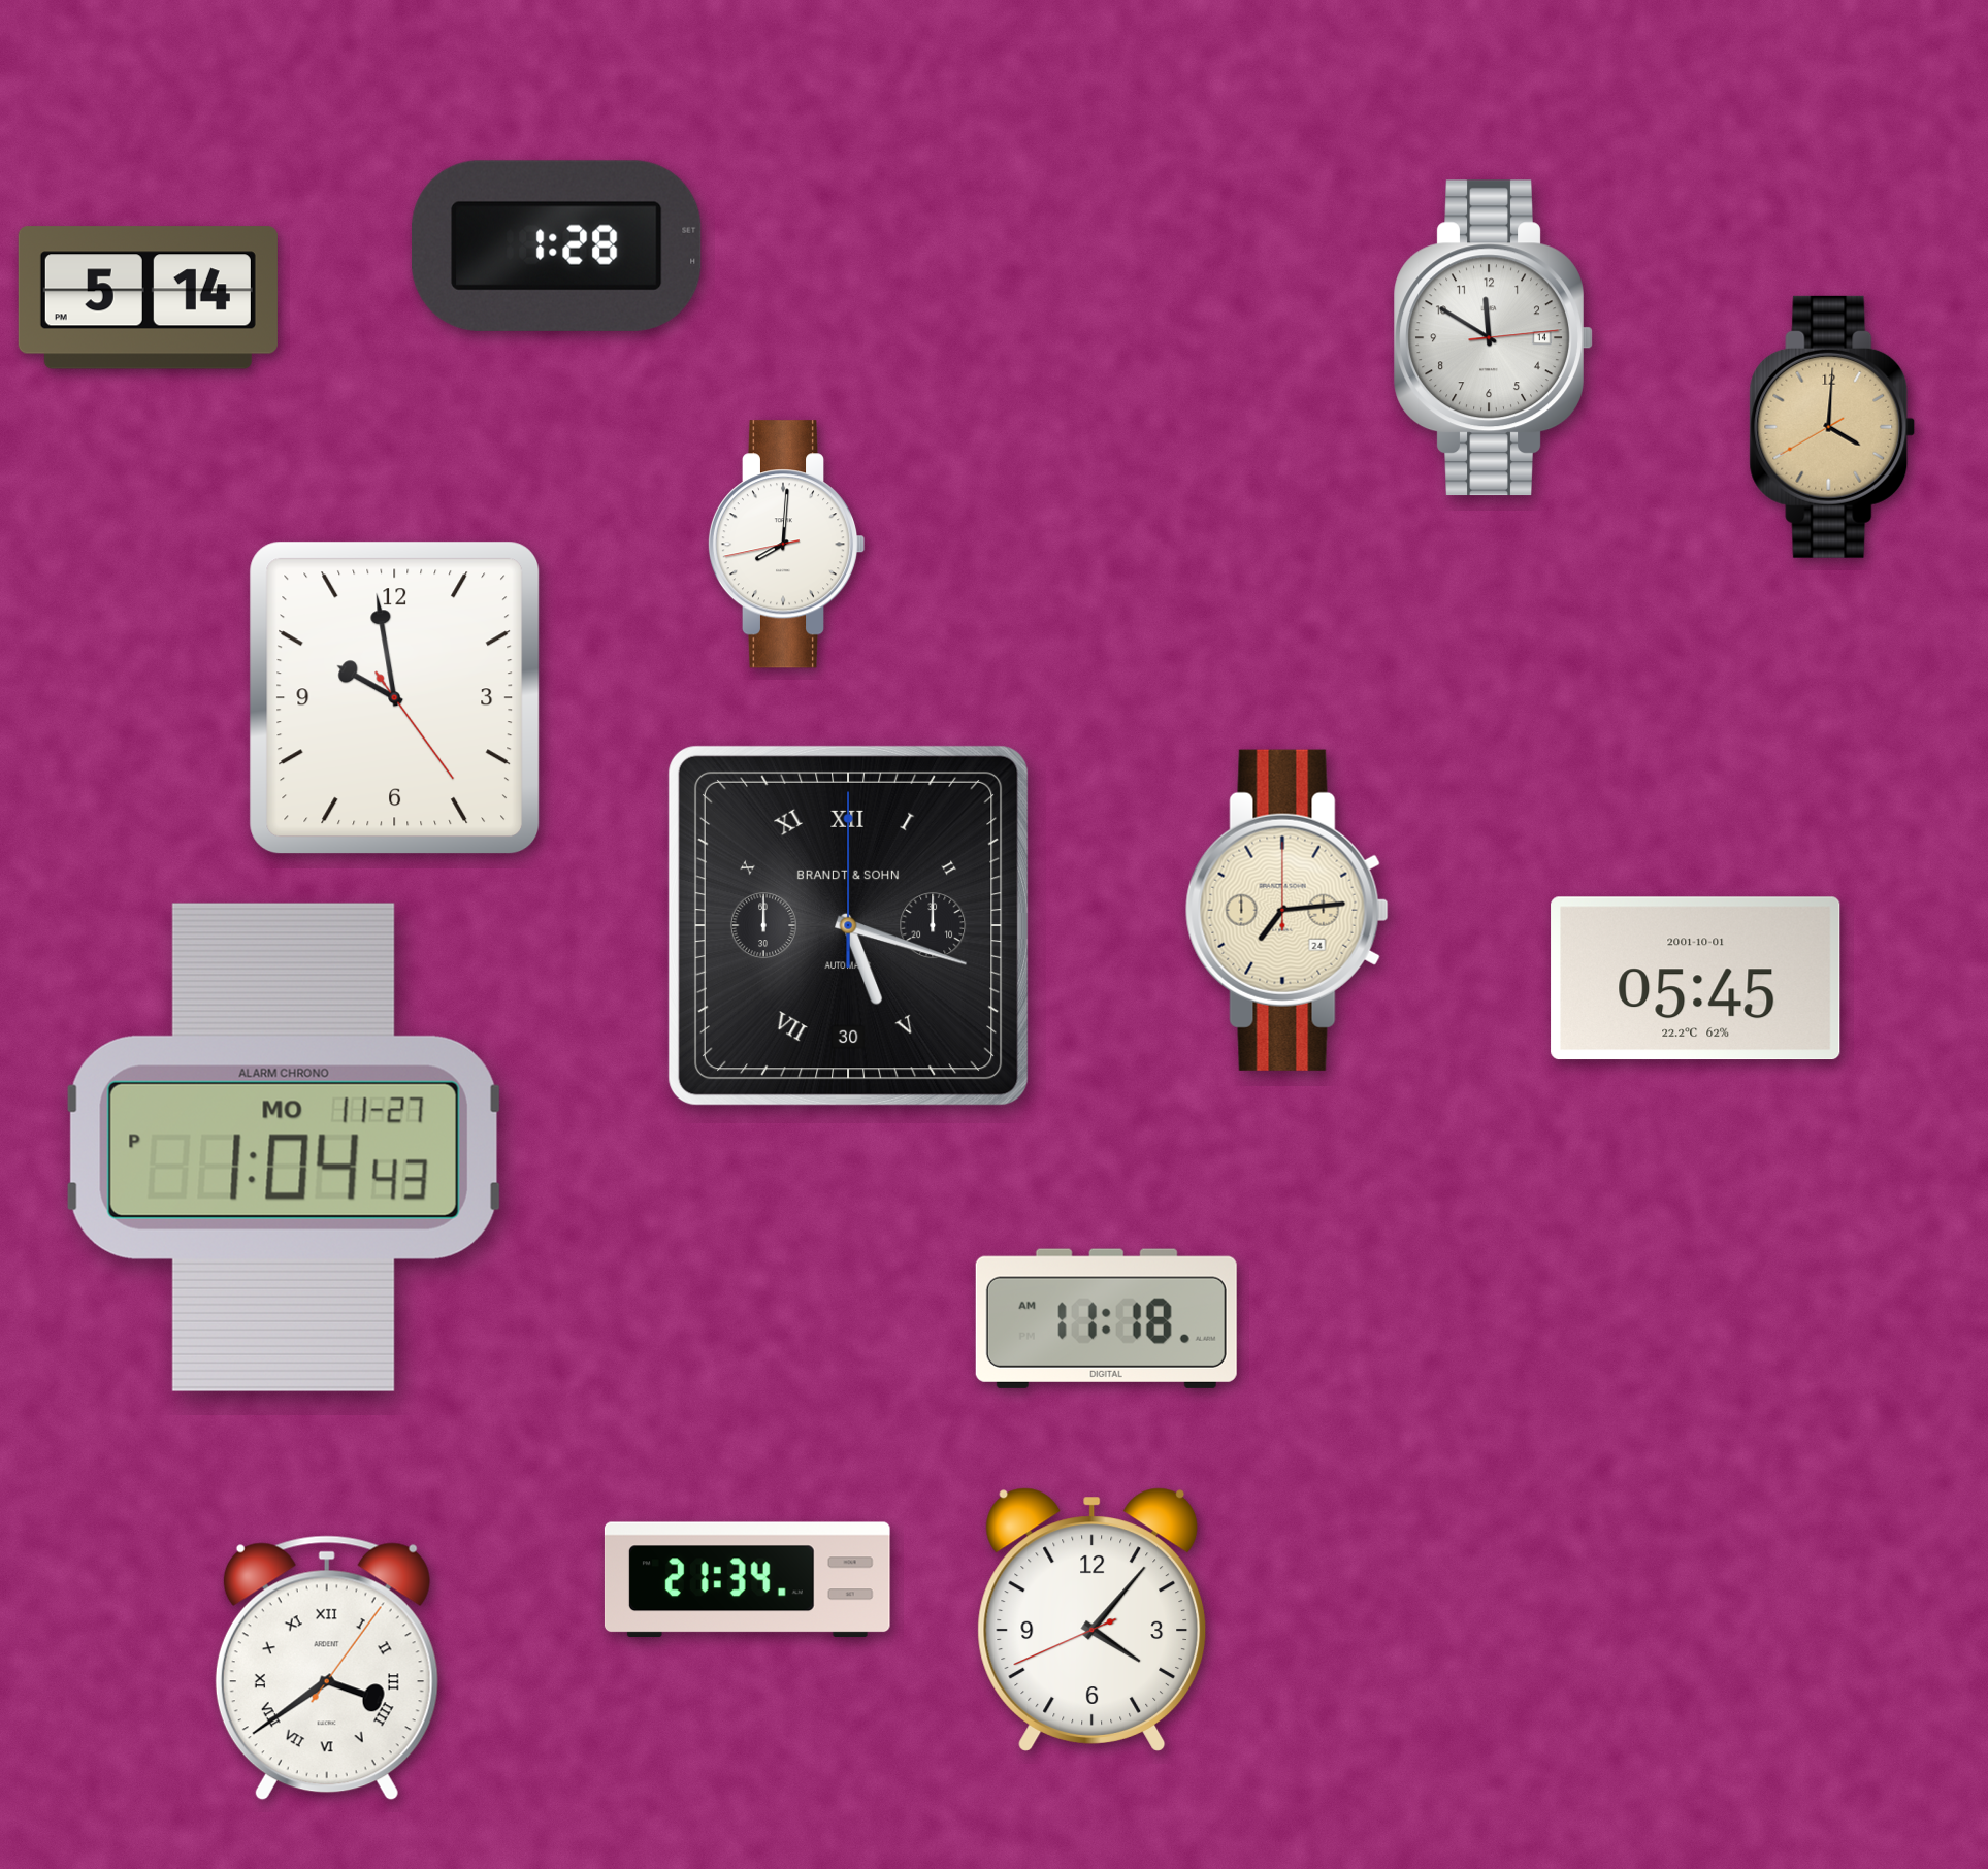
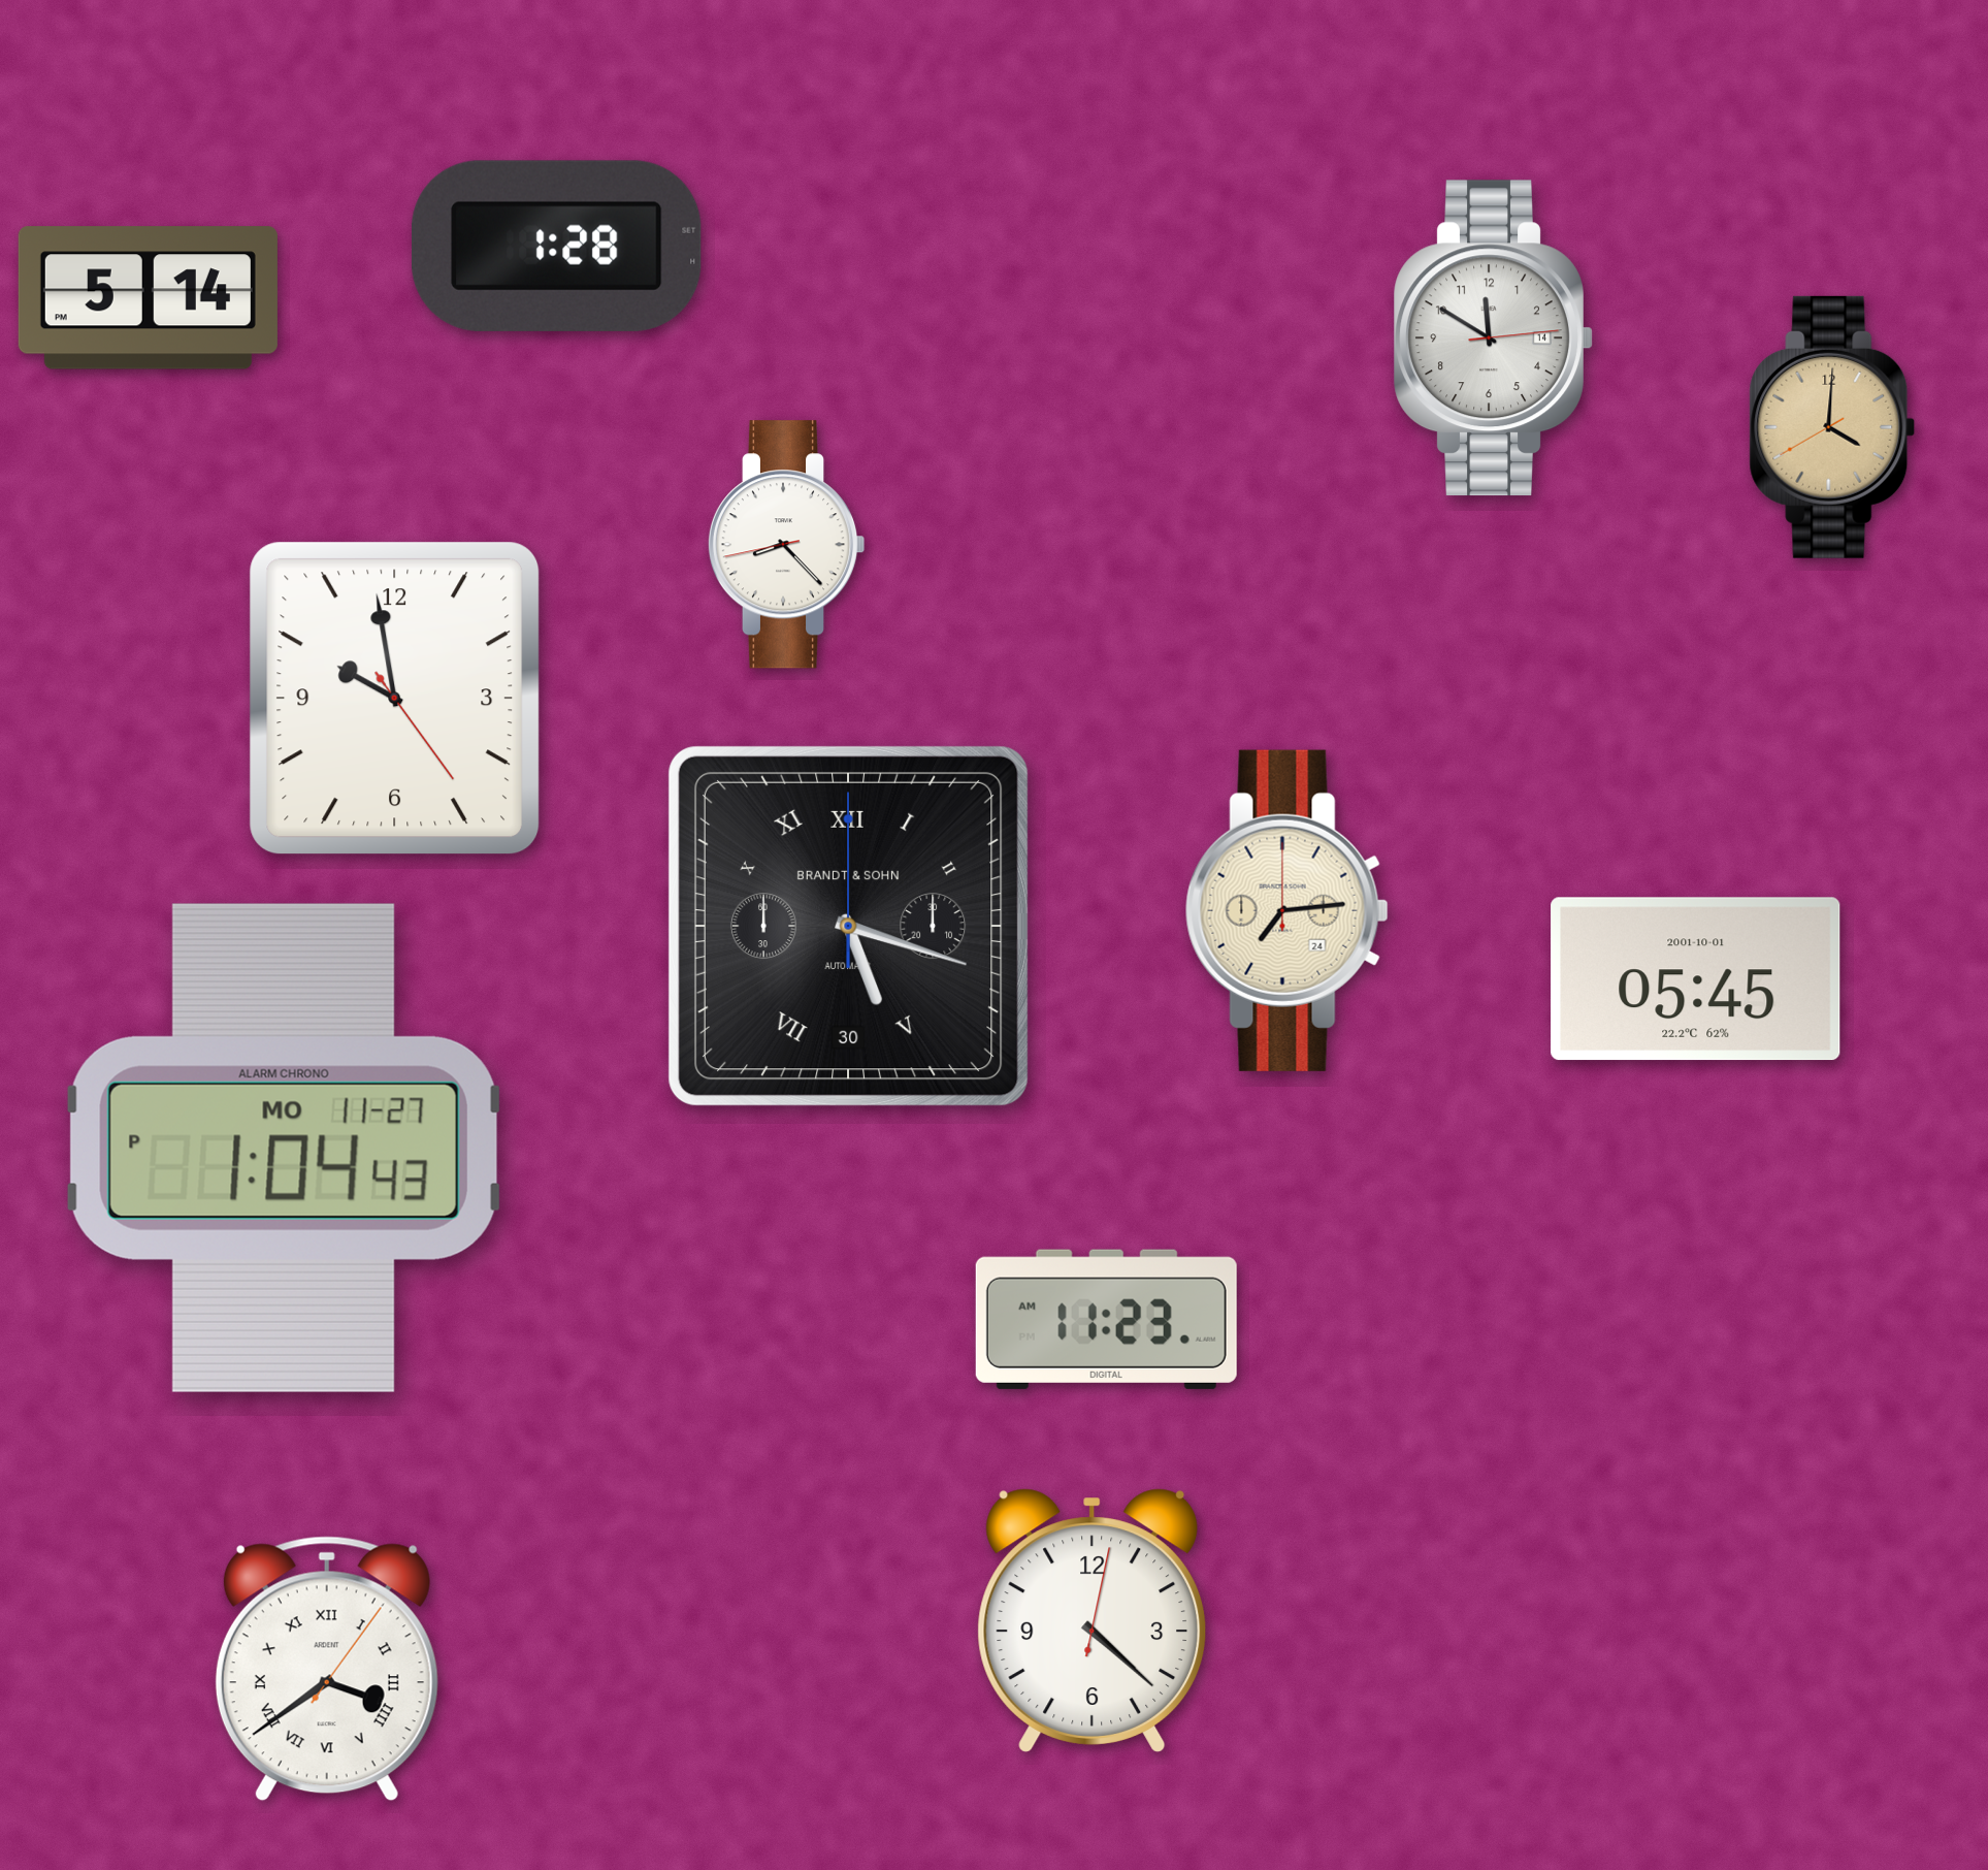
clock at (786, 545): 8:00 -> 8:22
clock at (1106, 1318): 11:18 -> 11:23
clock at (747, 1580): 21:34 -> none
clock at (1093, 1619): 4:06 -> 4:22
